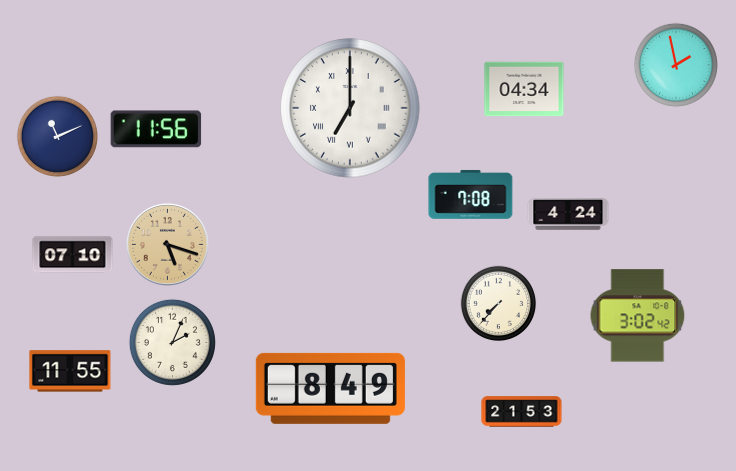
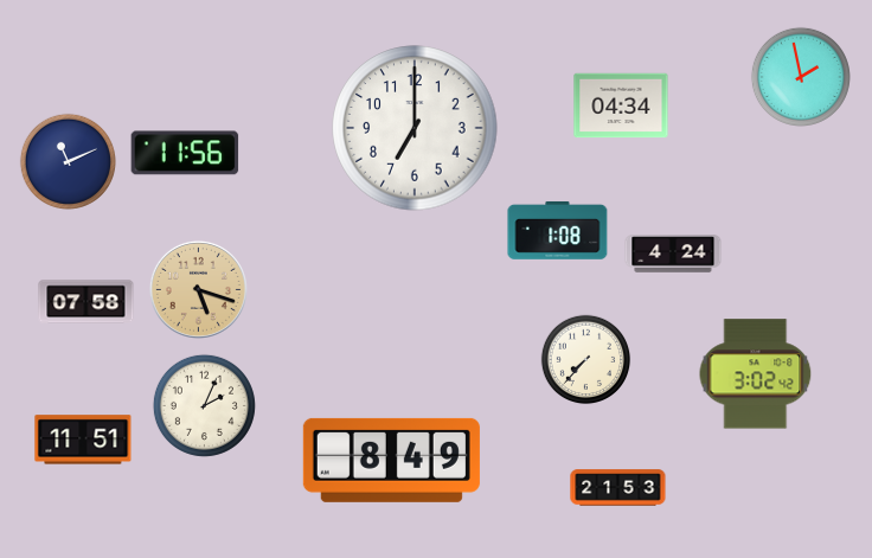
clock at (350, 108) numerals: Roman -> Arabic
clock at (471, 194): 7:08 -> 1:08
clock at (73, 255): 07:10 -> 07:58
clock at (499, 304) position: (499, 304) -> (586, 360)
clock at (70, 371): 11:55 -> 11:51
